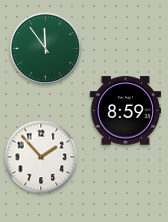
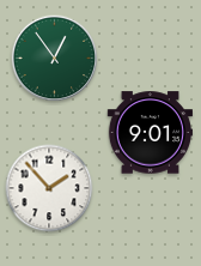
clock at (46, 49): 11:54 -> 12:54
clock at (125, 111): 8:59 -> 9:01
